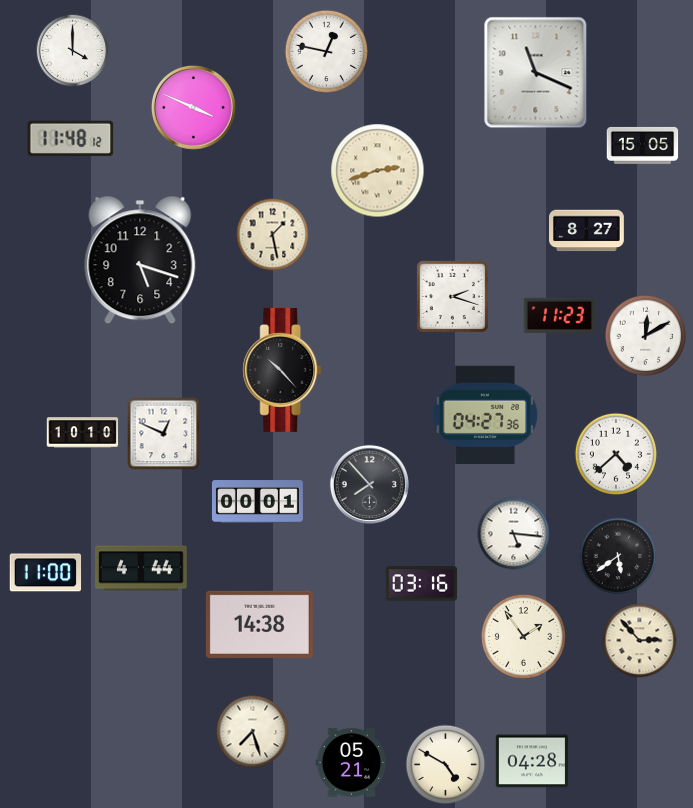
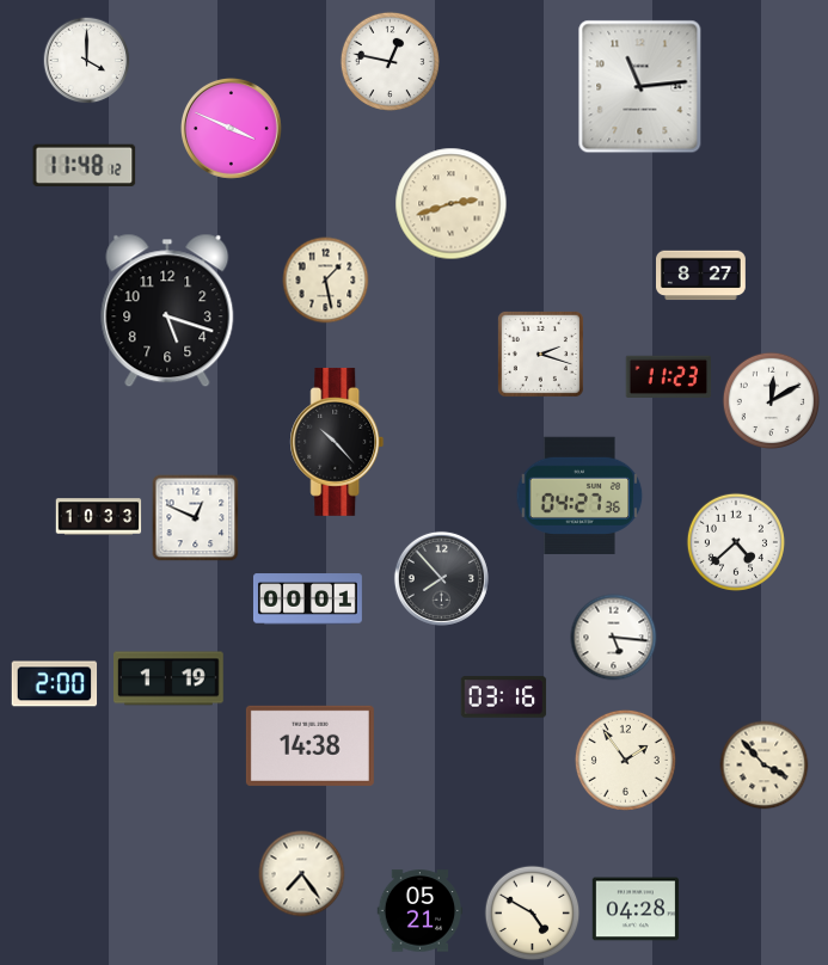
clock at (536, 73): 11:19 -> 11:14
clock at (643, 145): 15:05 -> none
clock at (83, 433): 10:10 -> 10:33
clock at (618, 556): 5:39 -> none
clock at (142, 568): 4:44 -> 1:19
clock at (46, 573): 11:00 -> 2:00
clock at (640, 641): 2:53 -> 3:53
clock at (253, 732): 7:27 -> 7:24
